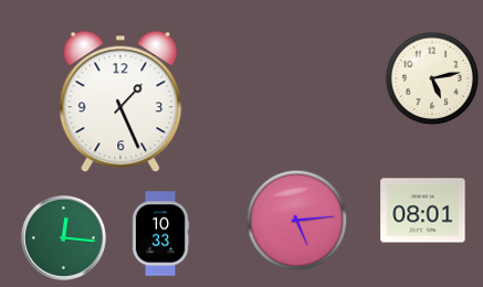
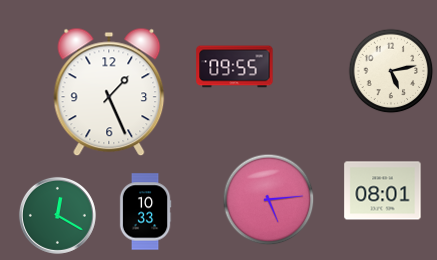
clock at (235, 67): none -> 09:55
clock at (63, 237): 12:16 -> 12:20
